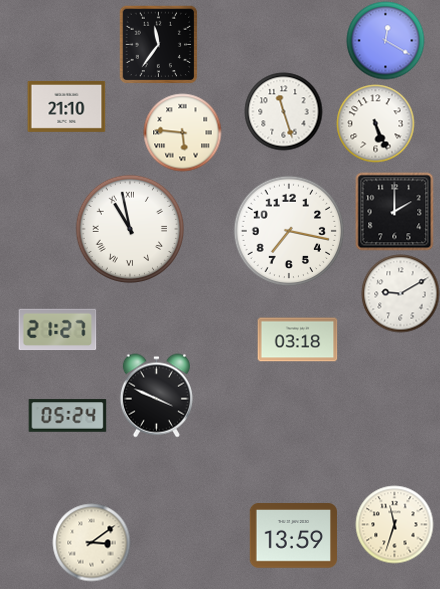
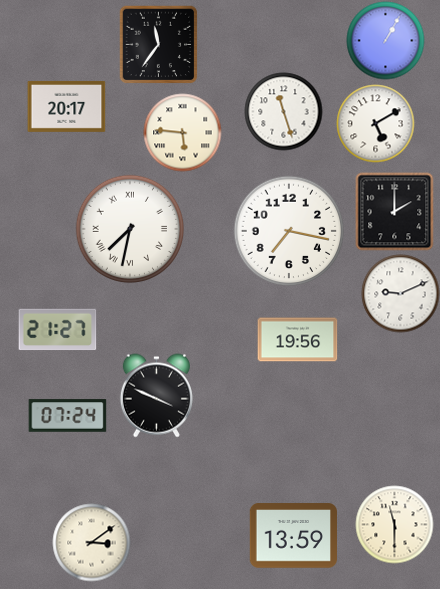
clock at (385, 40): 12:20 -> 1:05
clock at (66, 106): 21:10 -> 20:17
clock at (375, 123): 5:26 -> 5:10
clock at (130, 229): 10:58 -> 7:32
clock at (400, 293): 9:10 -> 9:11
clock at (297, 340): 03:18 -> 19:56
clock at (67, 416): 05:24 -> 07:24
clock at (394, 524): 11:33 -> 11:30
